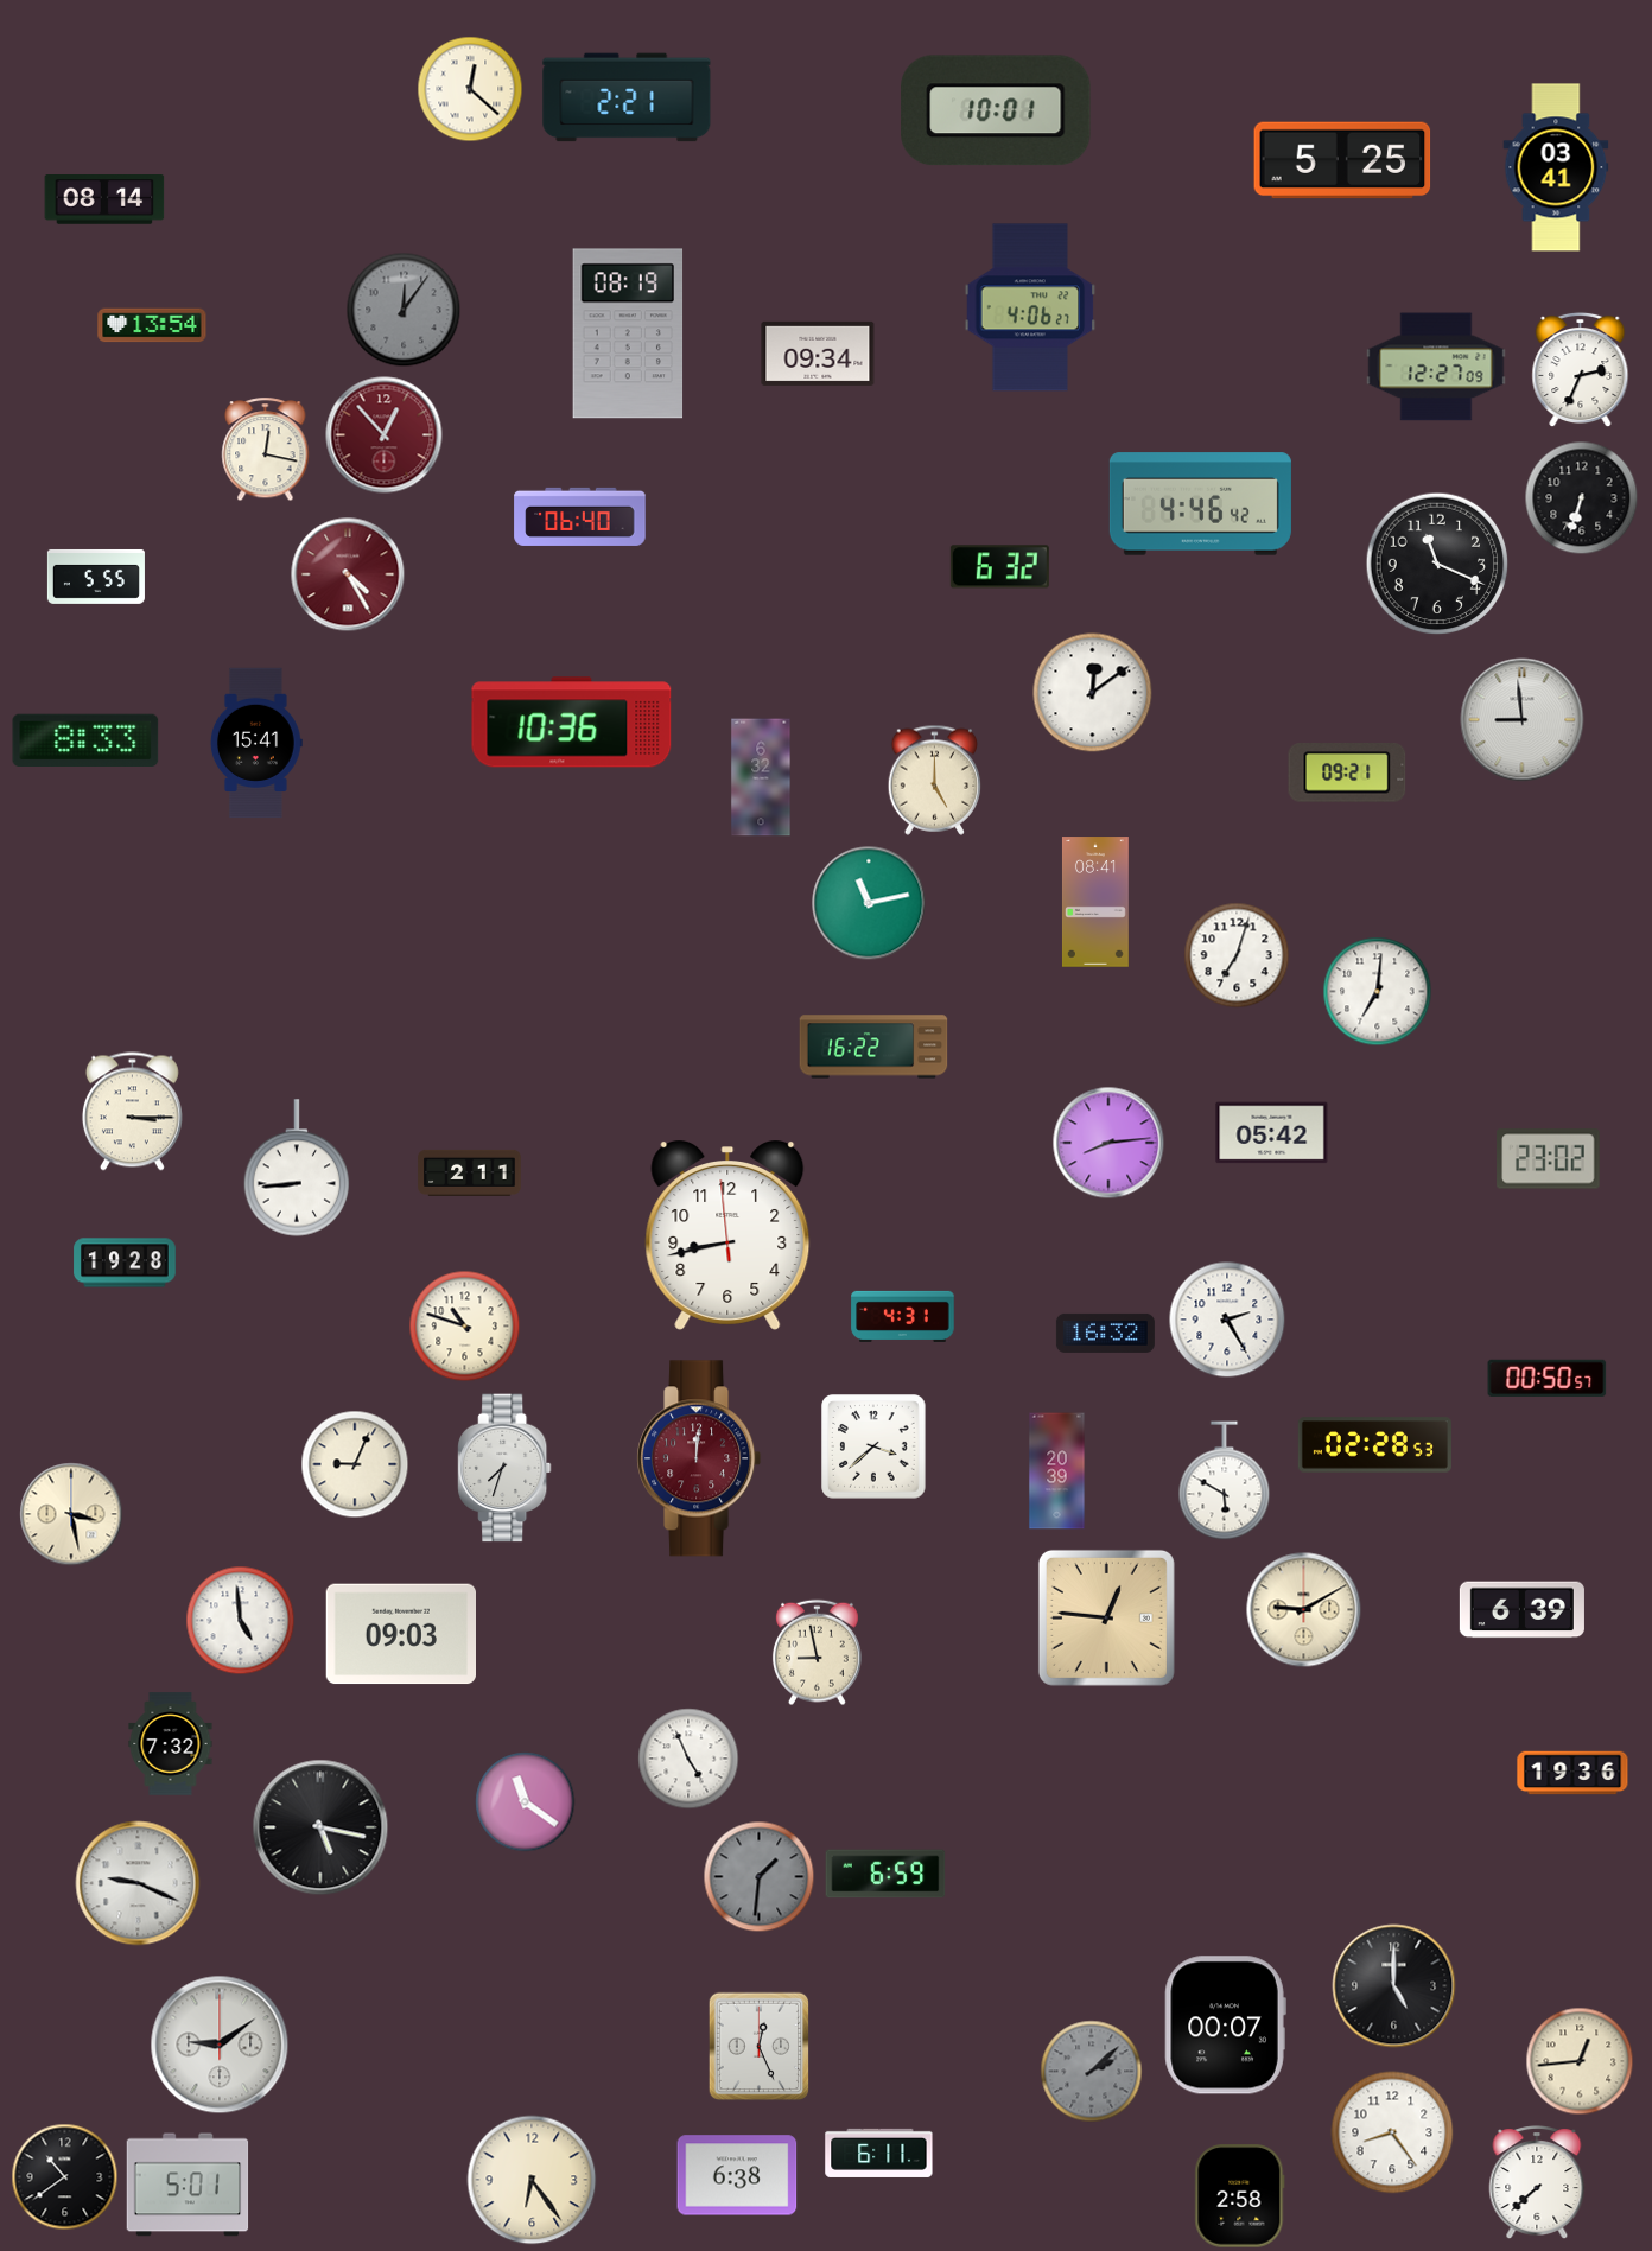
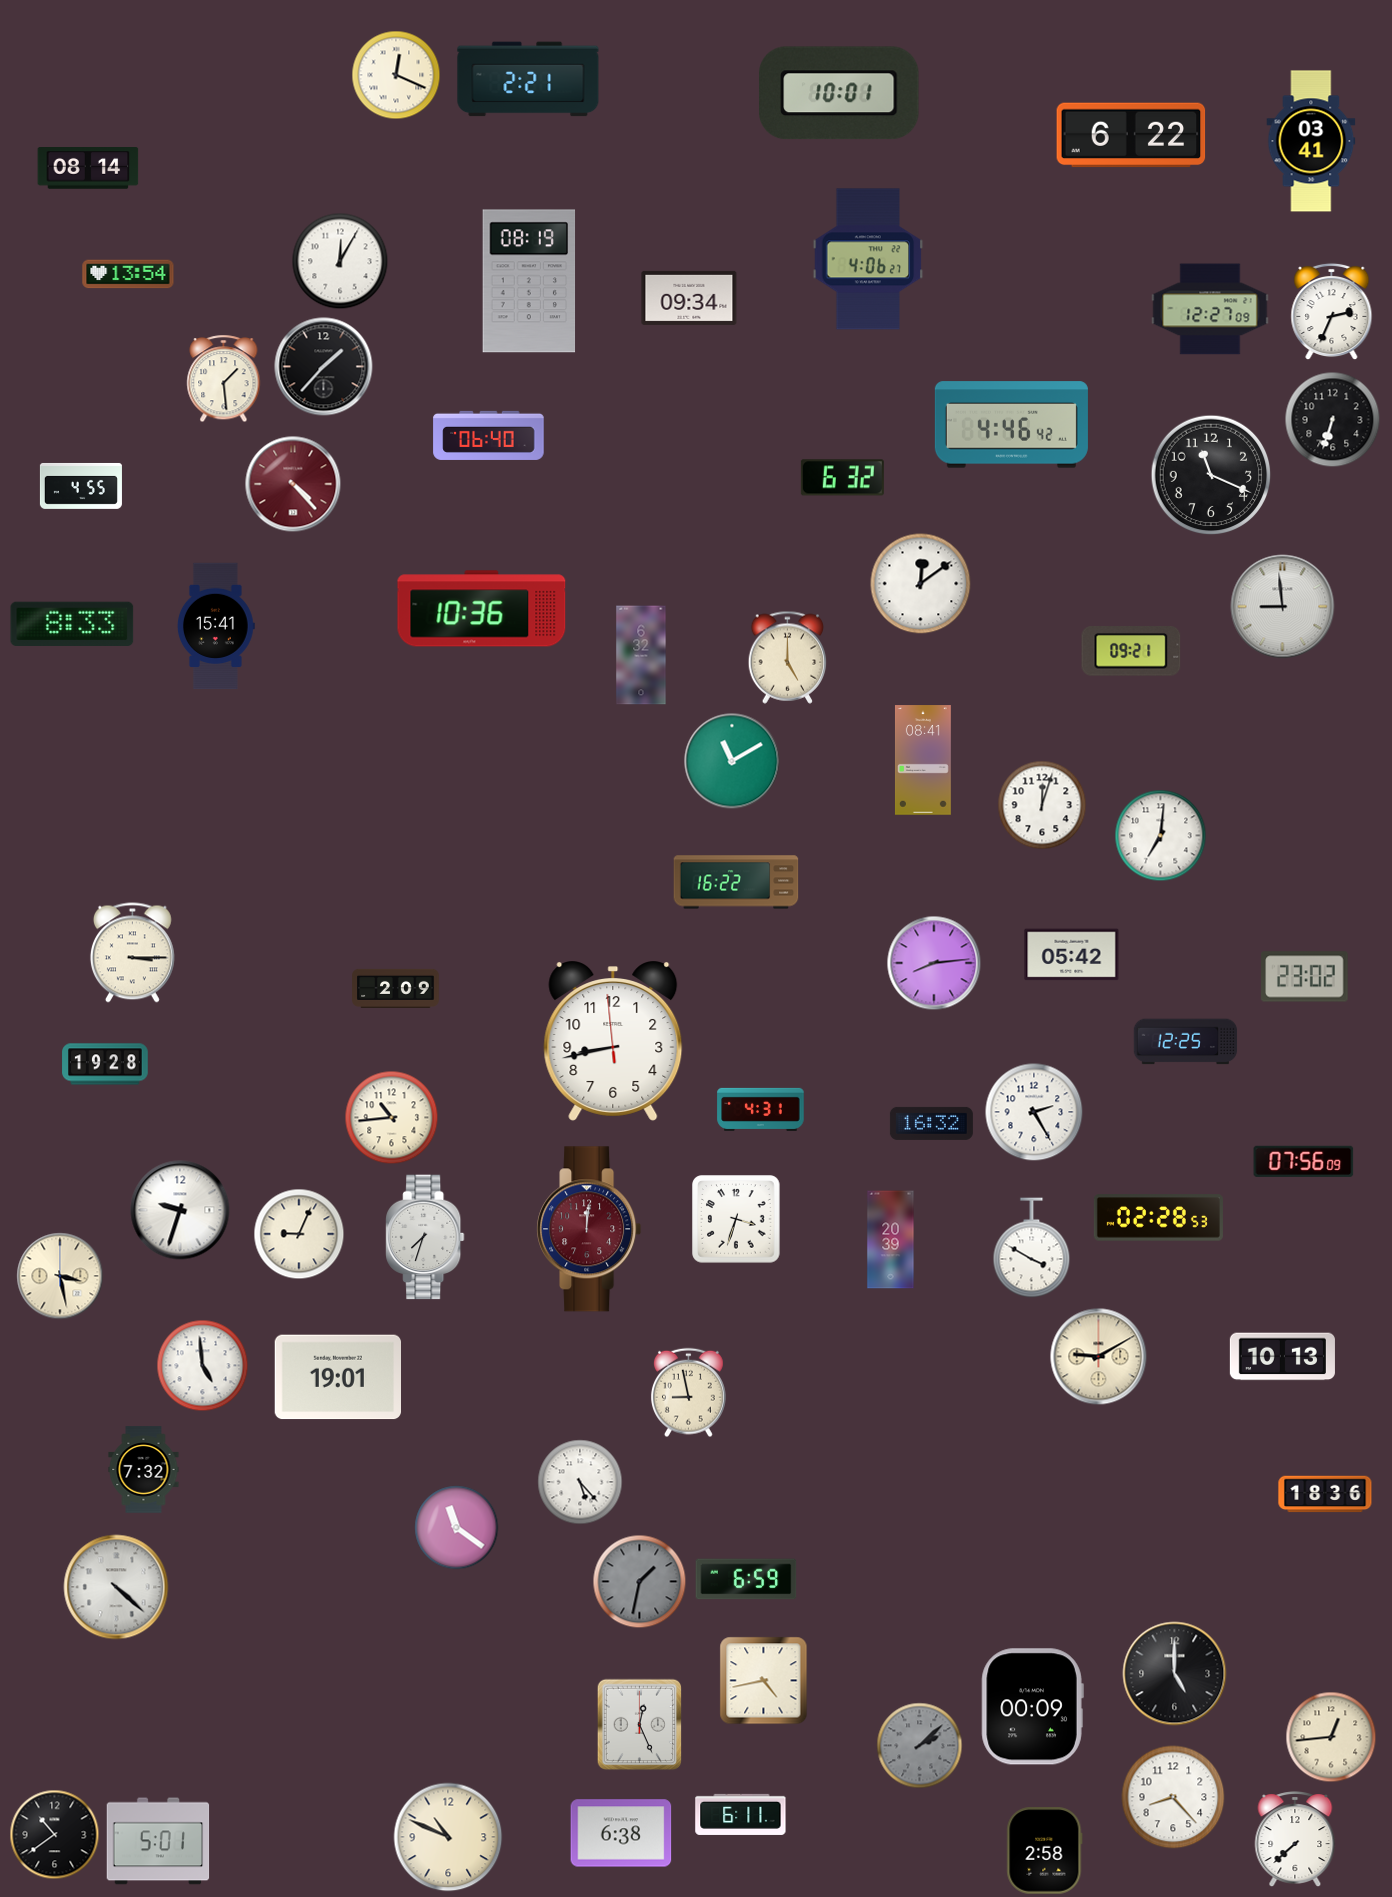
clock at (470, 89): 12:22 -> 12:19
clock at (627, 97) position: (627, 97) -> (528, 79)
clock at (1342, 160): 5:25 -> 6:22
clock at (404, 310): 12:06 -> 12:05
clock at (404, 310) dial: grey -> white
clock at (385, 435): 12:53 -> 1:37
clock at (385, 435) dial: burgundy -> black
clock at (266, 450): 12:17 -> 1:29
clock at (348, 574): 4:25 -> 4:23
clock at (96, 577): 5:55 -> 4:55
clock at (1347, 774) position: (1347, 774) -> (1131, 652)
clock at (869, 903): 11:13 -> 11:10
clock at (1237, 955): 7:03 -> 12:03
clock at (132, 1112) position: (132, 1112) -> (132, 953)
clock at (297, 1168): 8:44 -> none
clock at (470, 1172): 2:11 -> 2:09
clock at (1186, 1042): none -> 12:25
clock at (465, 1327): 10:48 -> 10:44
clock at (1548, 1378): 00:50 -> 07:56
clock at (180, 1210): none -> 9:33
clock at (873, 1446): 3:38 -> 3:33
clock at (1225, 1481): 5:50 -> 3:50
clock at (1521, 1610): 6:39 -> 10:13
clock at (1106, 1617): 12:46 -> none
clock at (401, 1634): 09:03 -> 19:01
clock at (688, 1759): 4:56 -> 5:23
clock at (1572, 1773): 19:36 -> 18:36
clock at (526, 1802) position: (526, 1802) -> (457, 1528)
clock at (320, 1827): 5:17 -> none
clock at (760, 1877): 1:31 -> 1:32
clock at (138, 1883): 9:19 -> 4:22
clock at (764, 1681): none -> 4:43
clock at (1225, 2026): 00:07 -> 00:09
clock at (220, 2045): 9:09 -> none
clock at (1392, 2132): 8:24 -> 8:23
clock at (532, 2180): 6:24 -> 10:49
